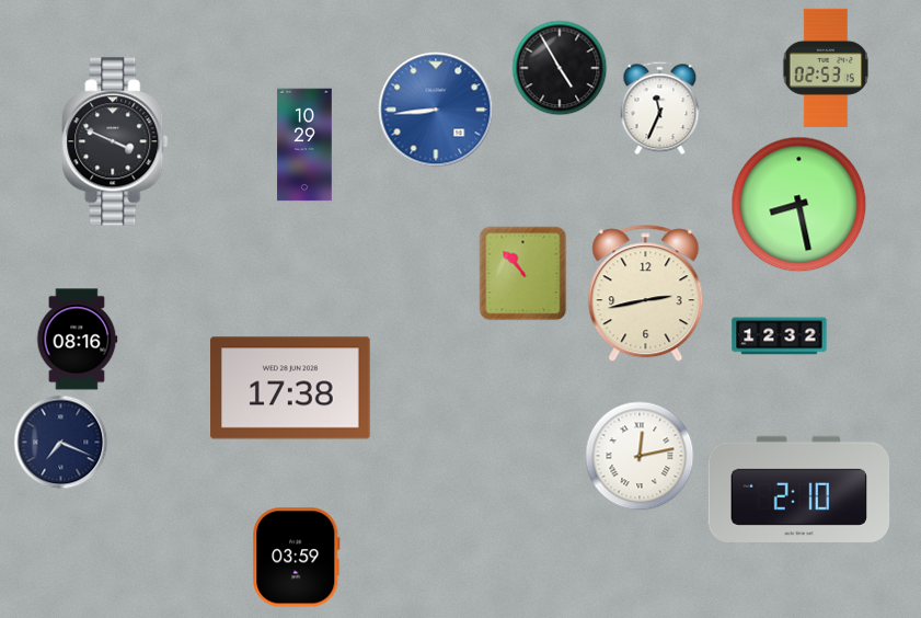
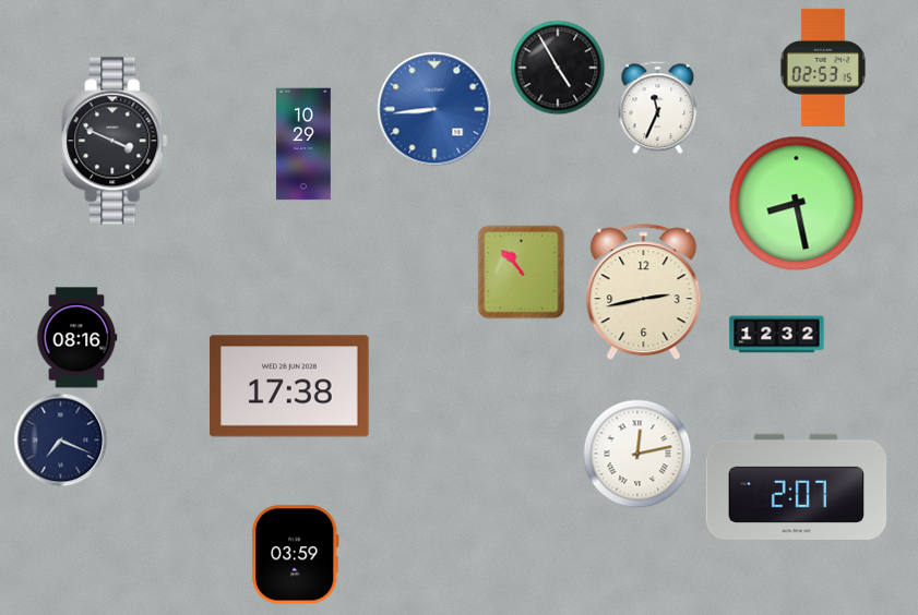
clock at (799, 489): 2:10 -> 2:07
